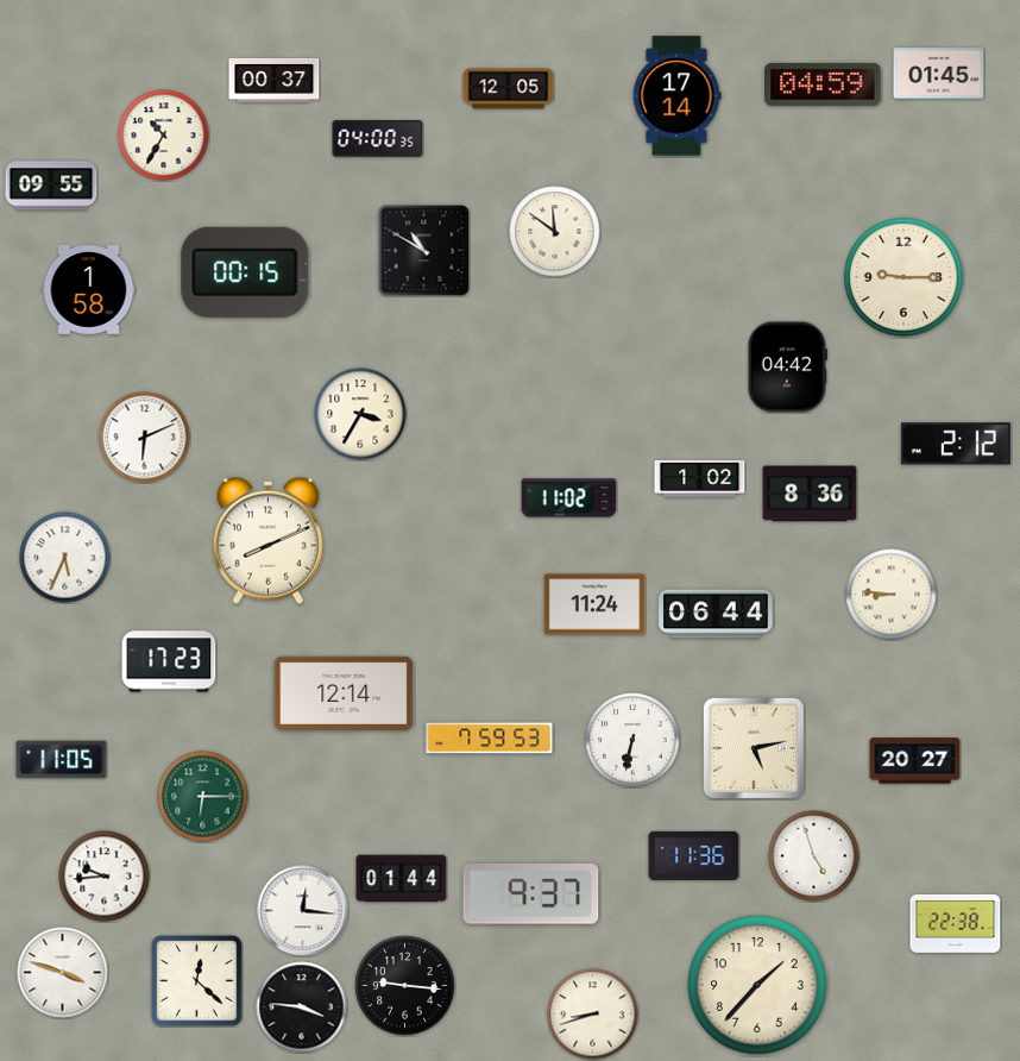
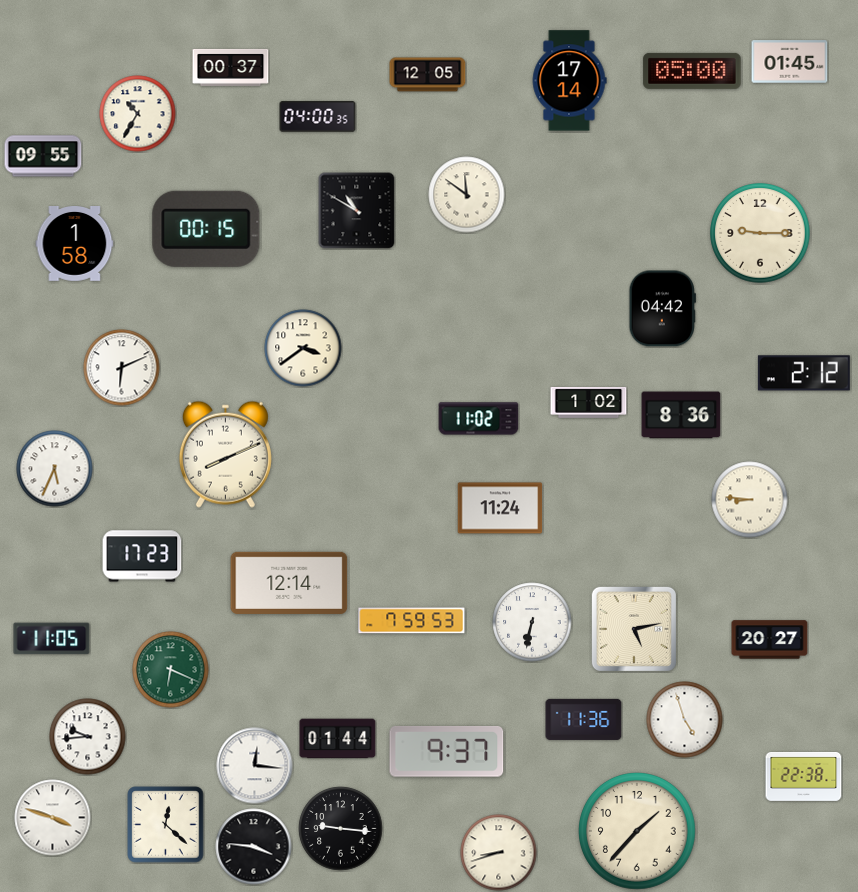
clock at (823, 84): 04:59 -> 05:00
clock at (360, 414): 3:35 -> 3:39
clock at (716, 614): 06:44 -> none
clock at (203, 797): 6:15 -> 6:19
clock at (758, 986) position: (758, 986) -> (638, 832)
